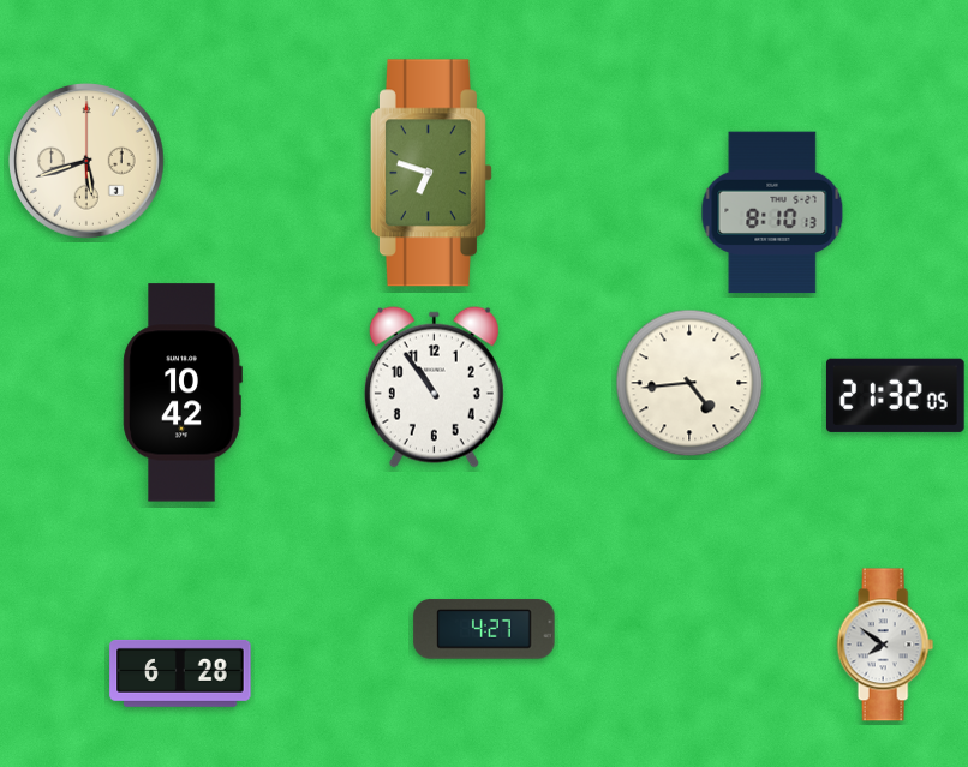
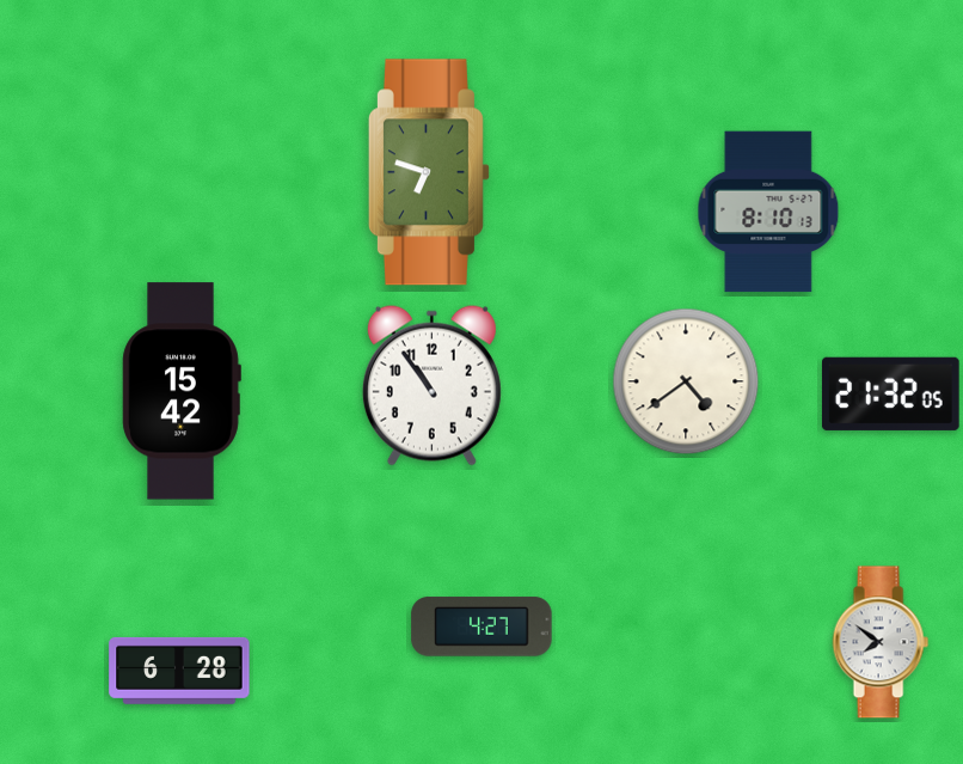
clock at (88, 162): 5:42 -> none
clock at (689, 383): 4:44 -> 4:39
clock at (183, 393): 10:42 -> 15:42
